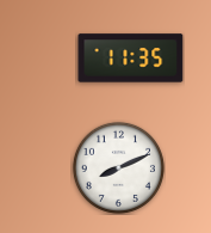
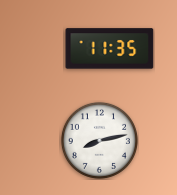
clock at (118, 167): 8:11 -> 8:13
